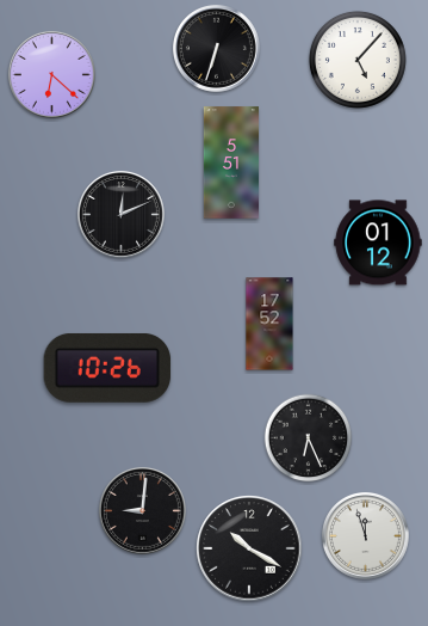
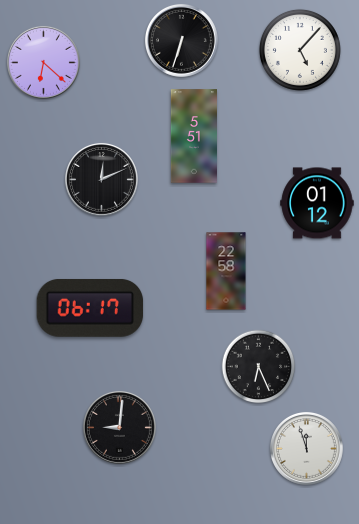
clock at (269, 324): 17:52 -> 22:58
clock at (107, 368): 10:26 -> 06:17
clock at (249, 548): 10:20 -> none
